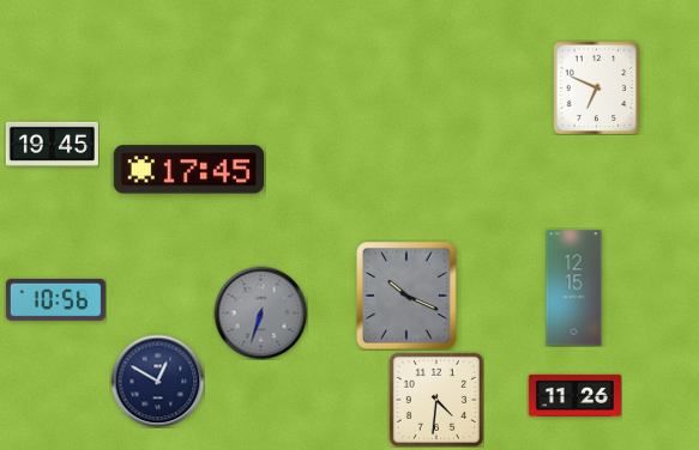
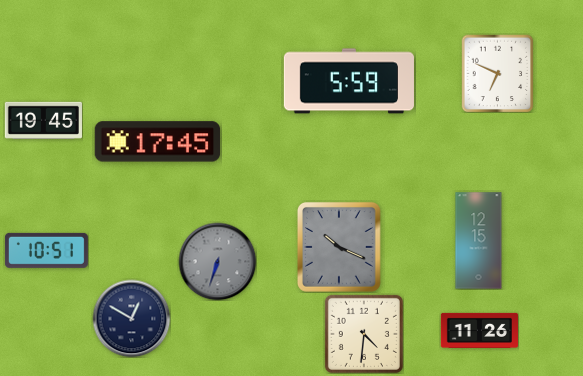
clock at (349, 81): none -> 5:59
clock at (55, 299): 10:56 -> 10:51
